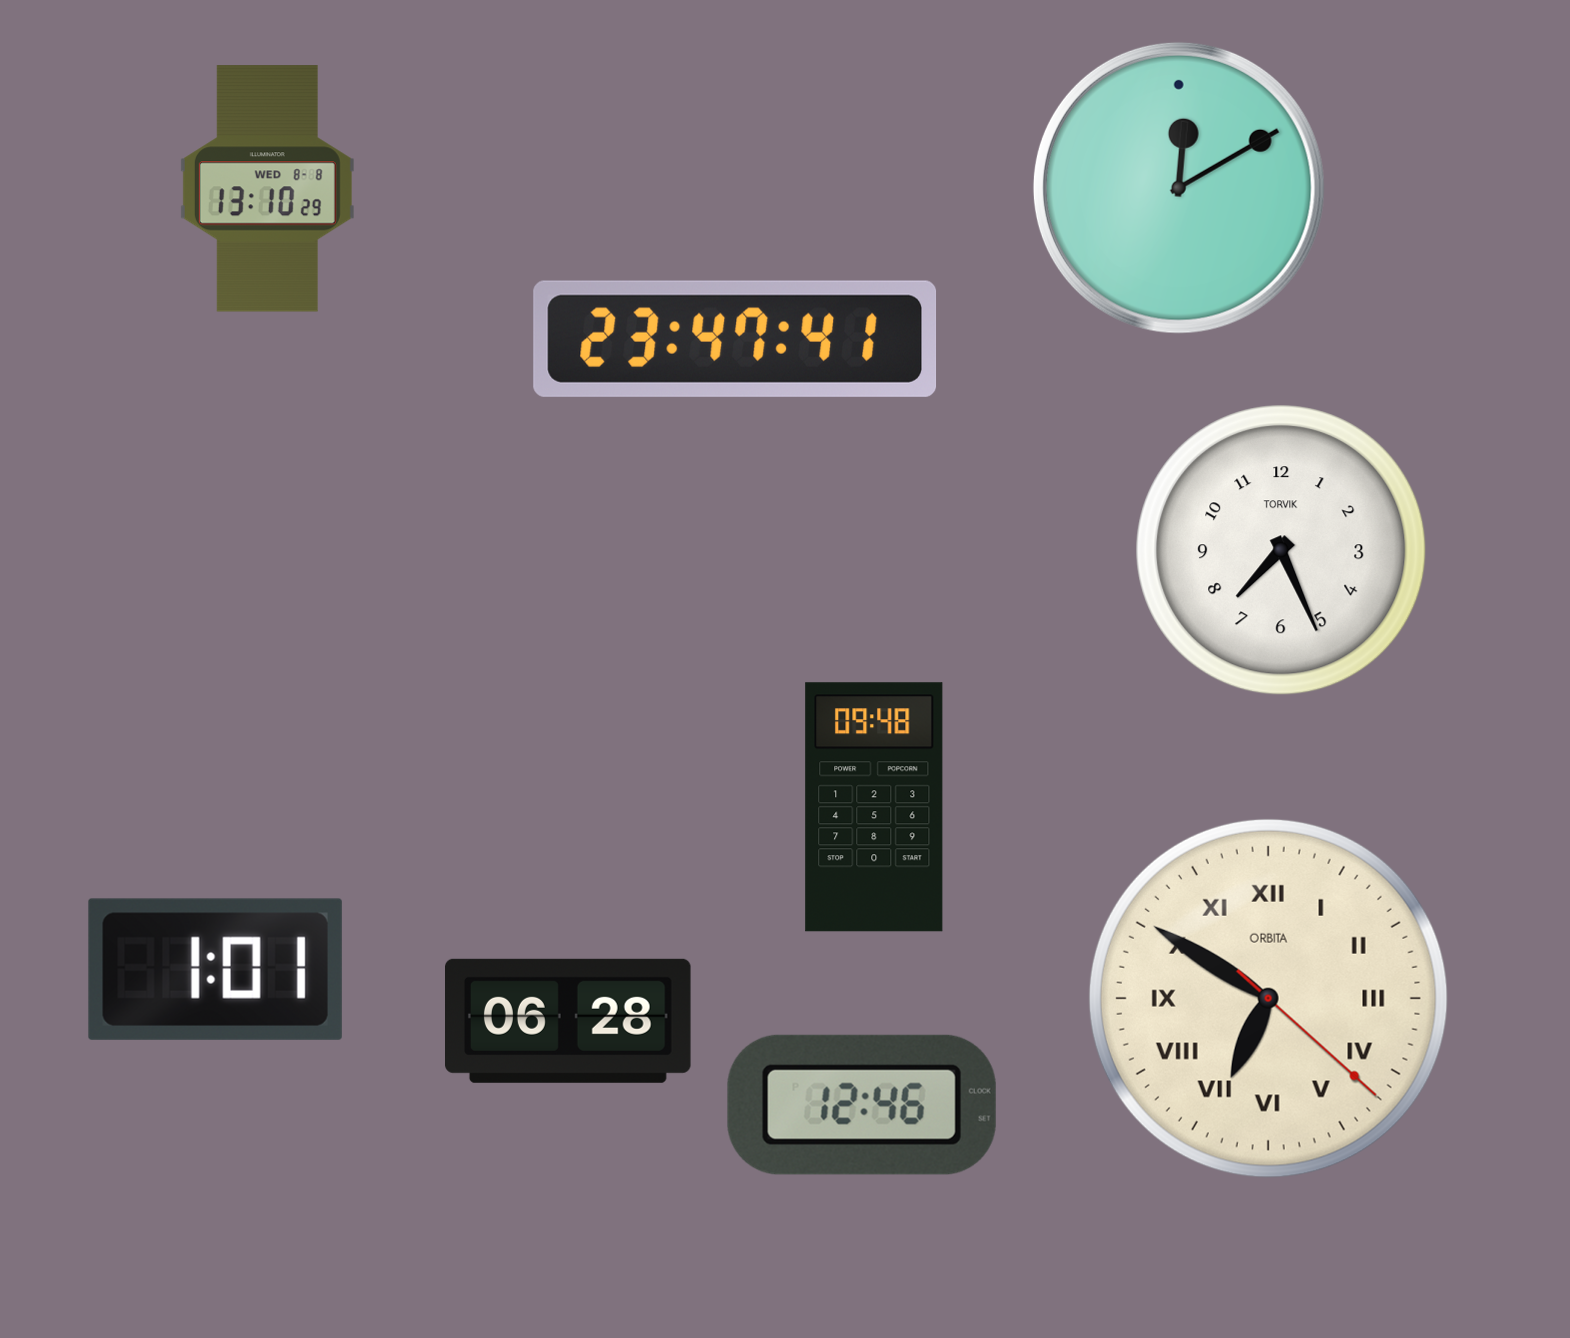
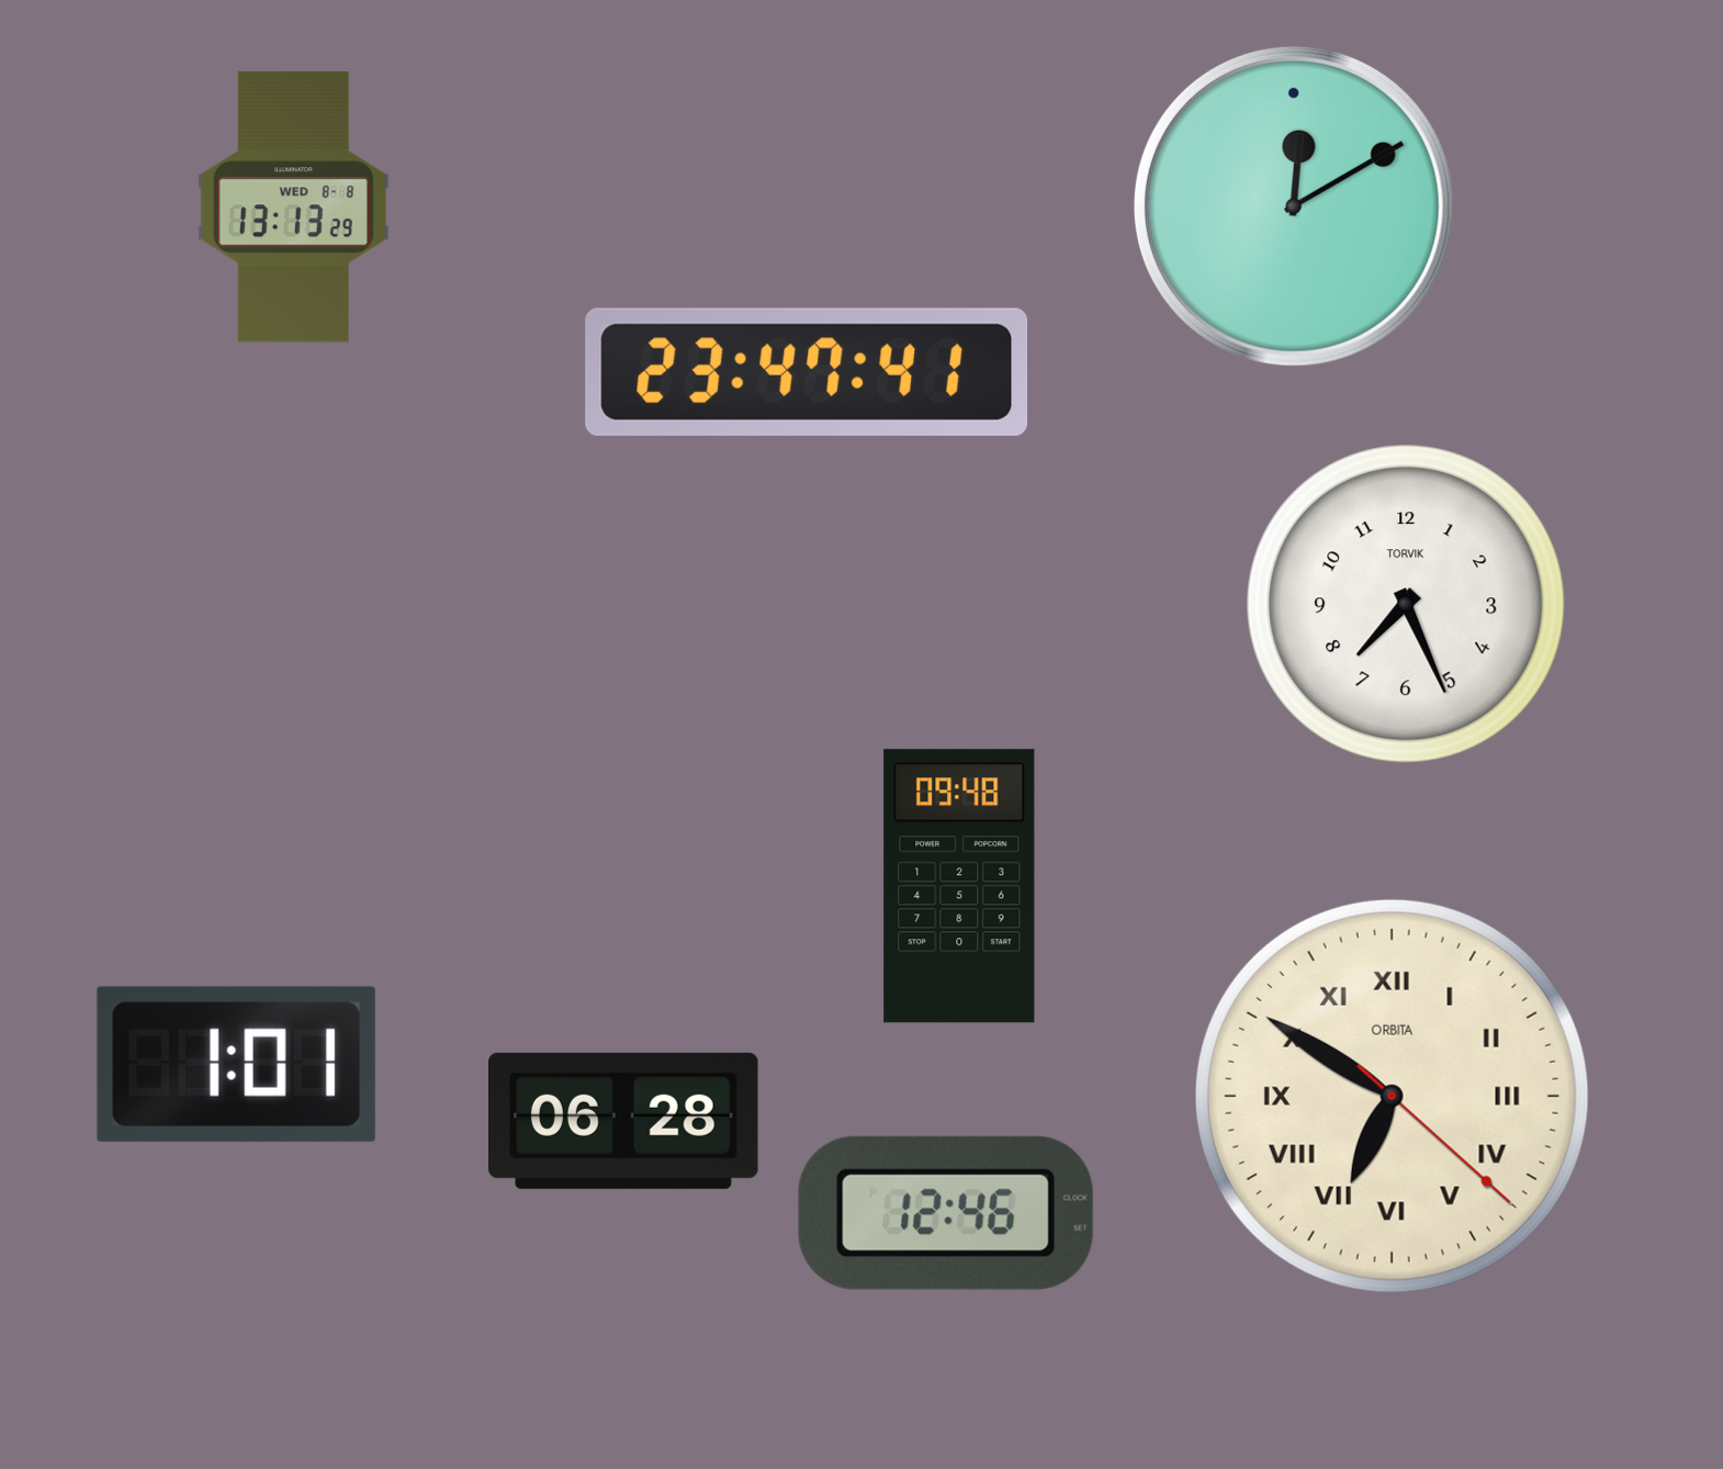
clock at (267, 189): 13:10 -> 13:13
